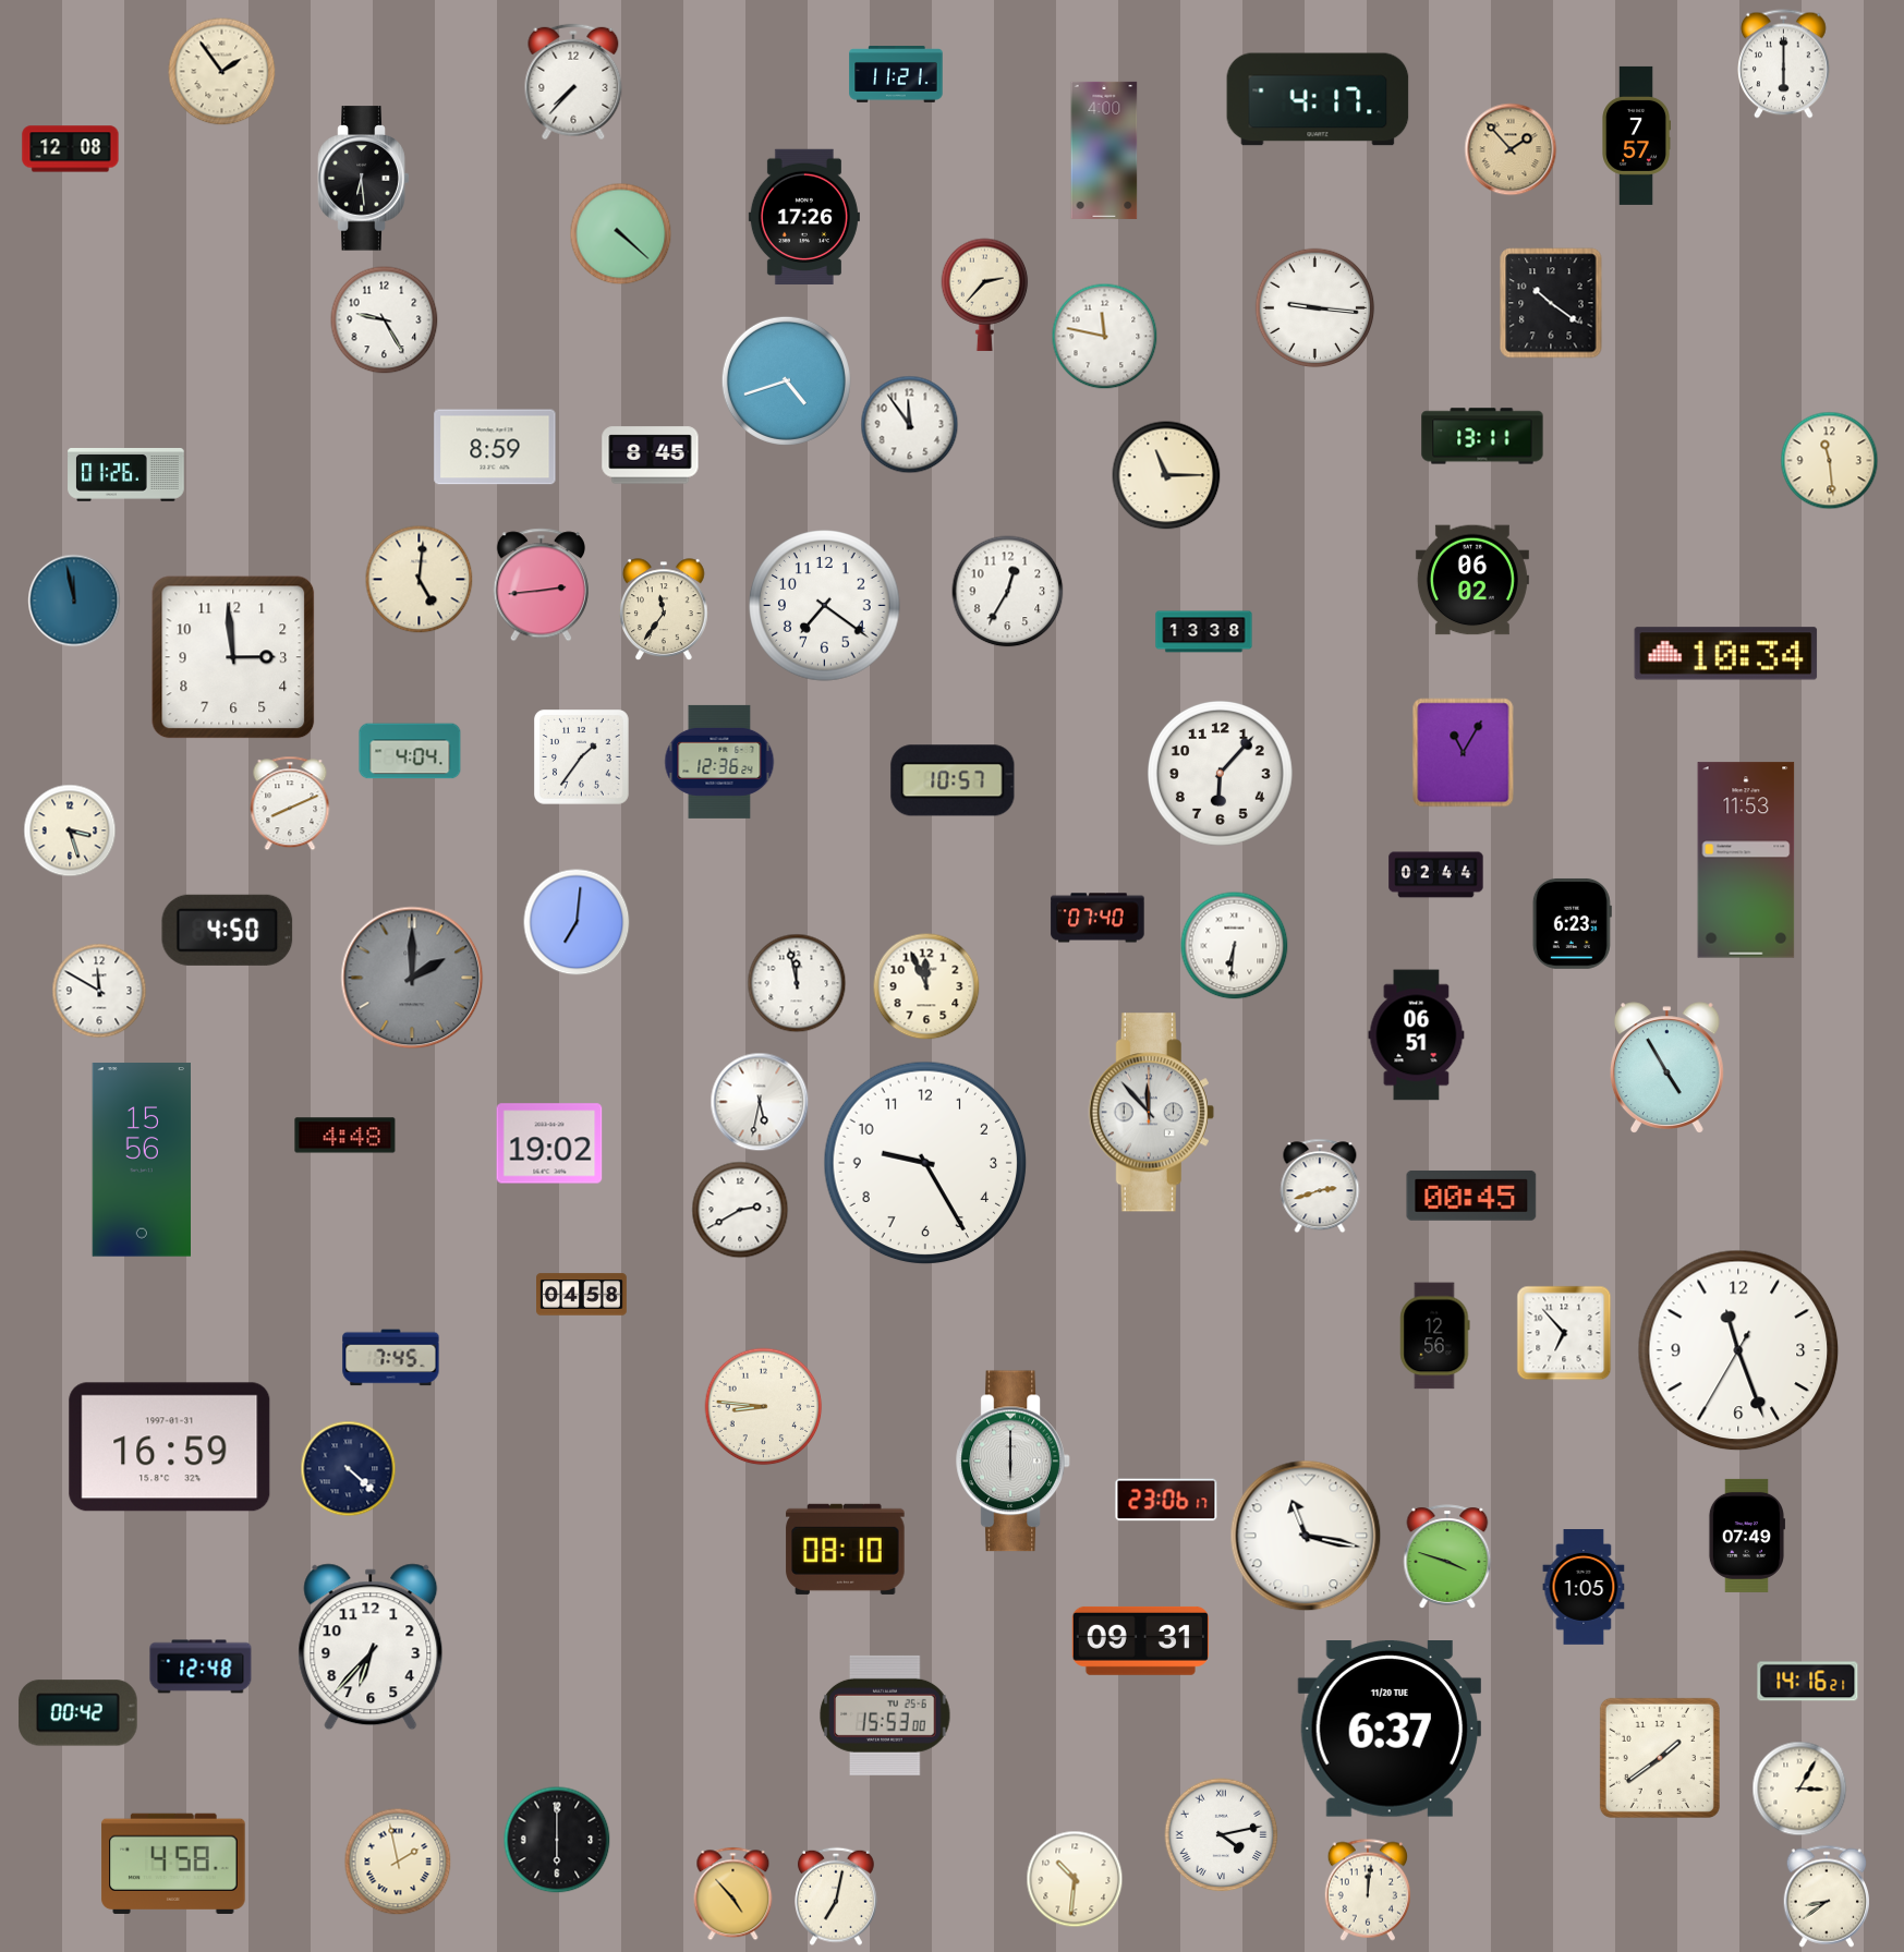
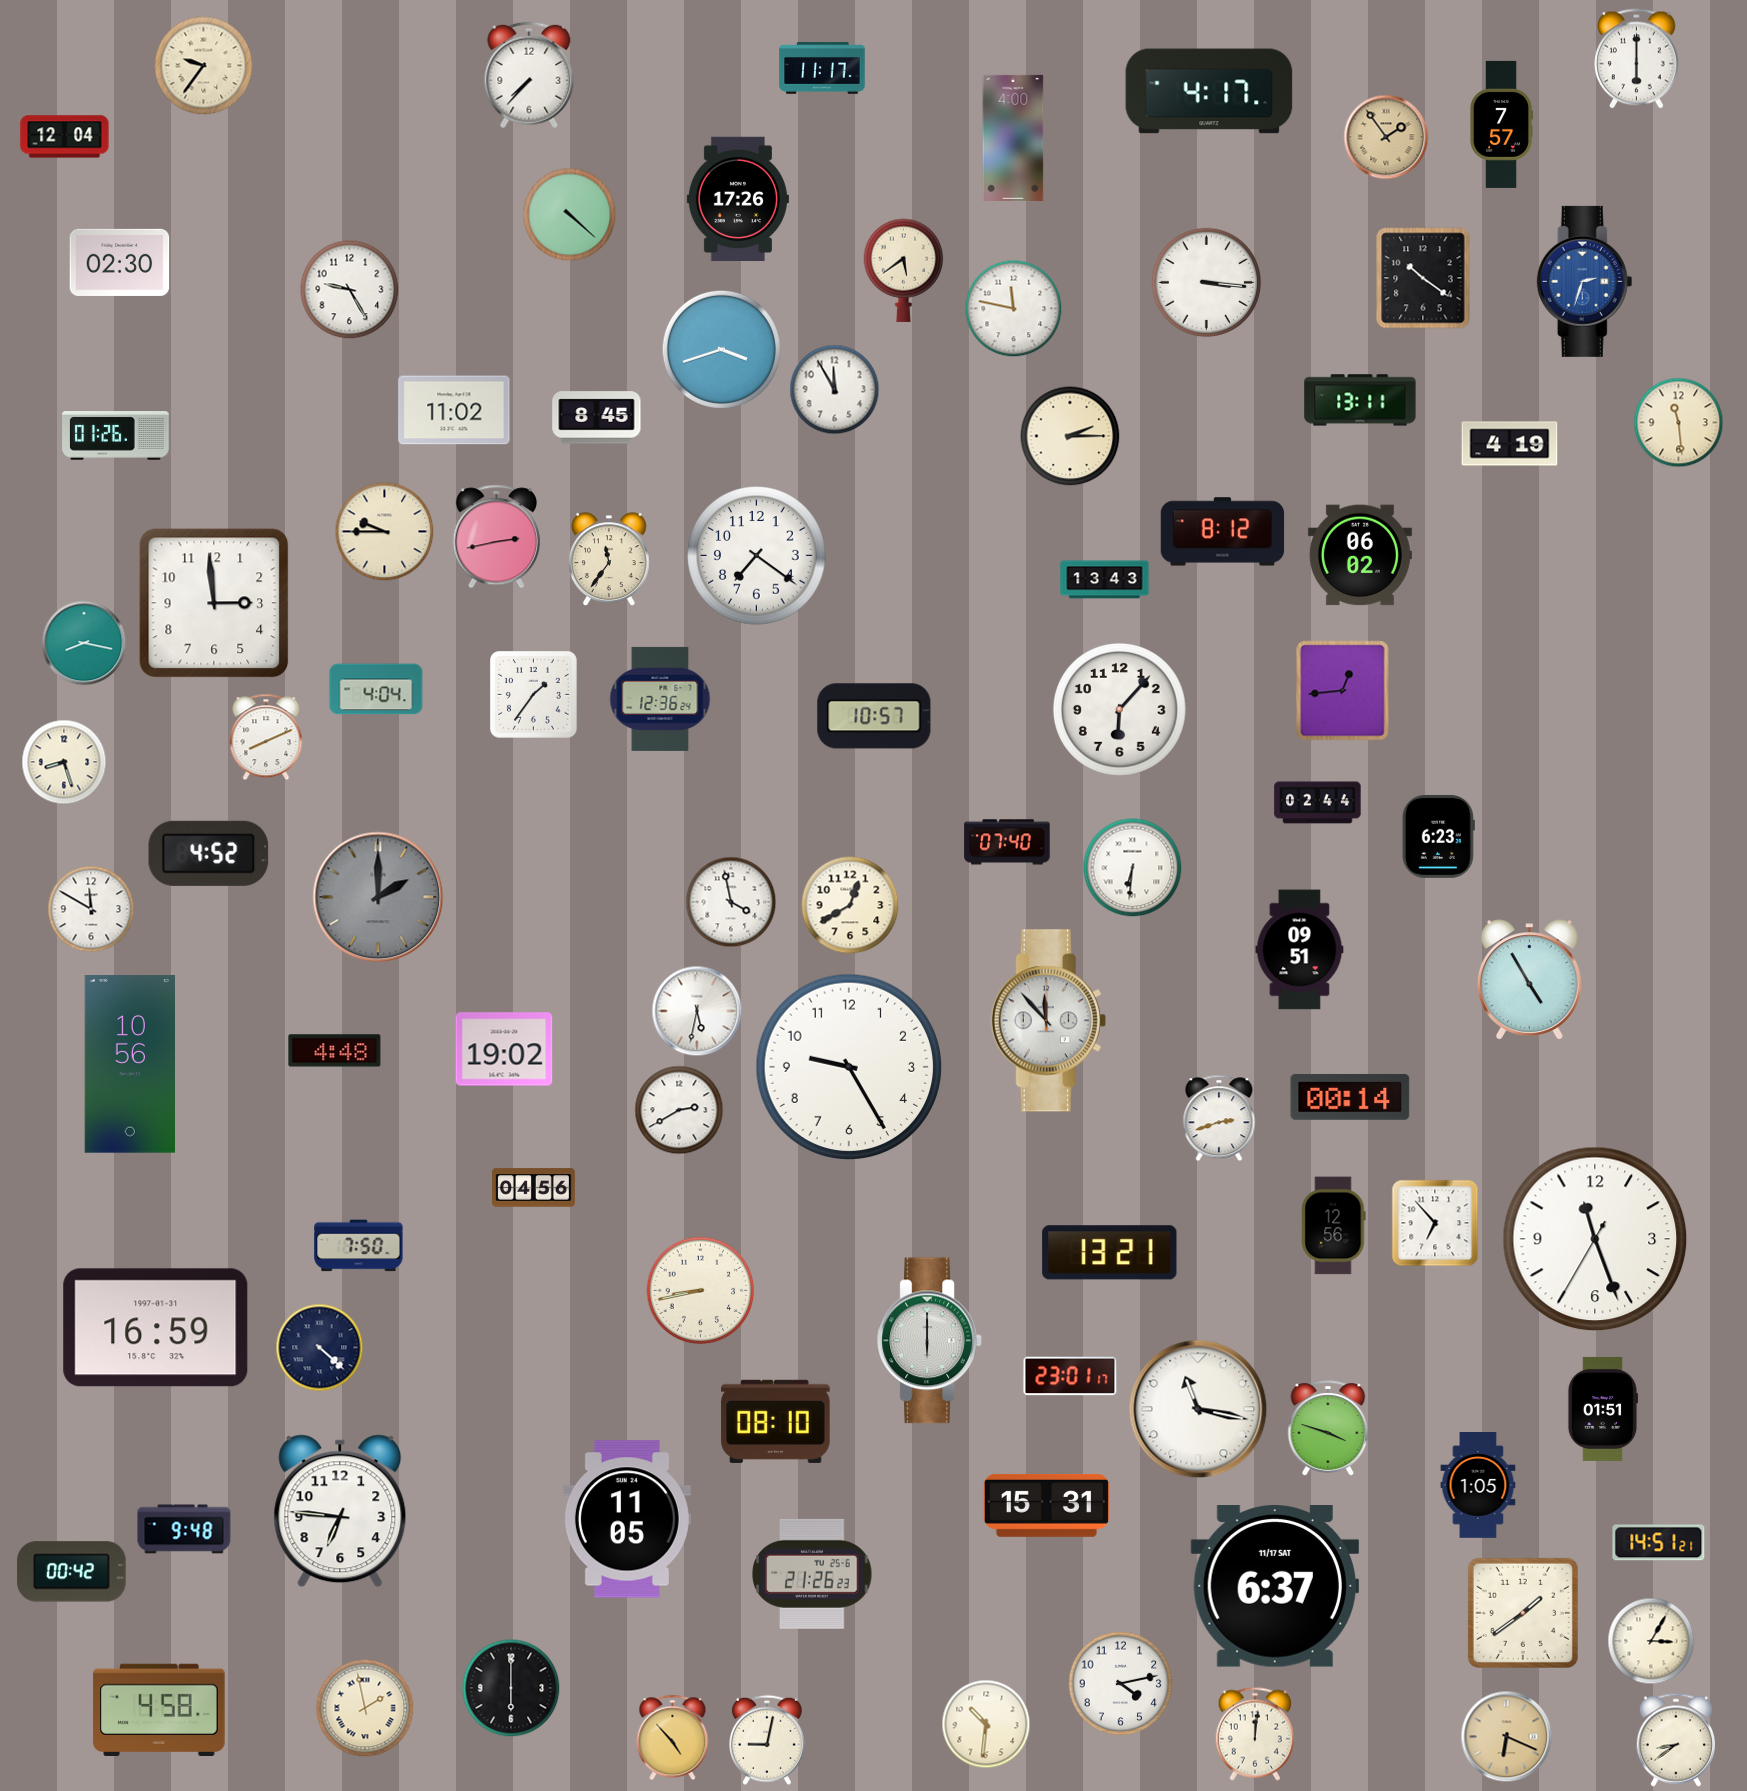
clock at (222, 72): 1:54 -> 9:36
clock at (896, 74): 11:21 -> 11:17
clock at (573, 82) position: (573, 82) -> (529, 75)
clock at (71, 149): 12:08 -> 12:04
clock at (1511, 149): 1:53 -> 1:54
clock at (364, 179): 6:29 -> none
clock at (120, 262): none -> 02:30
clock at (985, 294): 2:37 -> 5:39
clock at (1585, 281): none -> 2:33
clock at (1315, 308): 9:16 -> 3:16
clock at (385, 320) position: (385, 320) -> (350, 290)
clock at (786, 380): 4:42 -> 3:42
clock at (910, 425): 11:54 -> 11:55
clock at (495, 447): 8:59 -> 11:02
clock at (1166, 475): 11:15 -> 2:15
clock at (1510, 444): none -> 4:19
clock at (420, 580): 5:01 -> 9:45
clock at (1223, 532): none -> 8:12
clock at (1472, 580) position: (1472, 580) -> (1360, 555)
clock at (541, 585): 2:44 -> 2:43
clock at (1008, 592): 12:35 -> none
clock at (74, 601): 11:58 -> none
clock at (1204, 632): 13:38 -> 13:43
clock at (1726, 654): 10:34 -> none
clock at (84, 643): none -> 8:17
clock at (1464, 753): 11:05 -> 12:44
clock at (70, 830): 3:27 -> 8:27
clock at (1746, 860): 11:53 -> none
clock at (577, 922): 7:01 -> none
clock at (1572, 924) position: (1572, 924) -> (1438, 837)
clock at (228, 930): 4:50 -> 4:52
clock at (797, 983): 11:58 -> 3:58
clock at (926, 986): 11:56 -> 12:40
clock at (1417, 1035): 06:51 -> 09:51
clock at (1151, 1113) position: (1151, 1113) -> (1048, 1021)
clock at (345, 1136) position: (345, 1136) -> (335, 1051)
clock at (141, 1160): 15:56 -> 10:56
clock at (1320, 1186) position: (1320, 1186) -> (1219, 1118)
clock at (1471, 1196): 00:45 -> 00:14
clock at (582, 1295): 04:58 -> 04:56
clock at (1435, 1336) position: (1435, 1336) -> (1334, 1226)
clock at (391, 1358): 7:45 -> 7:50
clock at (1110, 1253): none -> 13:21
clock at (764, 1407): 8:46 -> 8:43
clock at (1166, 1500): 23:06 -> 23:01
clock at (1746, 1536): 07:49 -> 01:51
clock at (1584, 1588) position: (1584, 1588) -> (1478, 1486)
clock at (1140, 1640): 09:31 -> 15:31
clock at (371, 1647): 6:37 -> 6:46
clock at (627, 1519): none -> 11:05
clock at (201, 1666): 12:48 -> 9:48
clock at (1808, 1682): 14:16 -> 14:51
clock at (885, 1715): 15:53 -> 21:26
clock at (1388, 1730) date: 11/20 TUE -> 11/17 SAT
clock at (1222, 1835) numerals: Roman -> Arabic
clock at (1507, 1737): none -> 6:19
clock at (837, 1896): 7:02 -> 9:02
